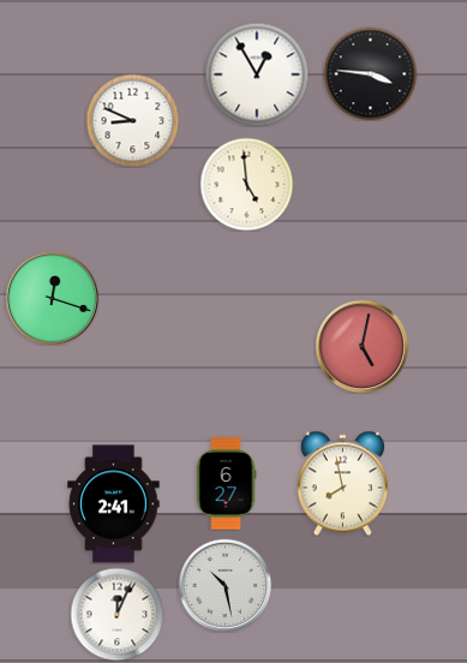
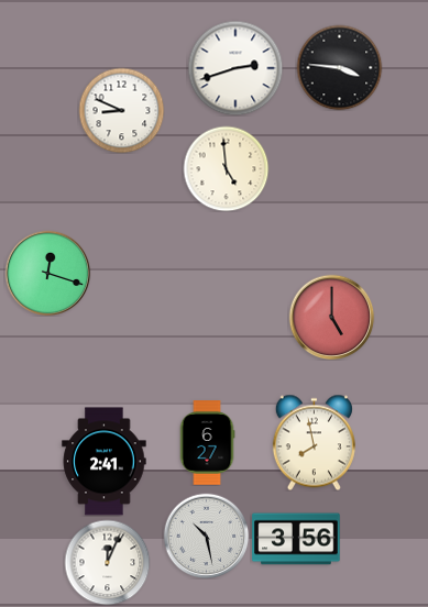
clock at (257, 74): 12:55 -> 2:42
clock at (361, 346): 5:02 -> 5:00
clock at (296, 539): none -> 3:56
